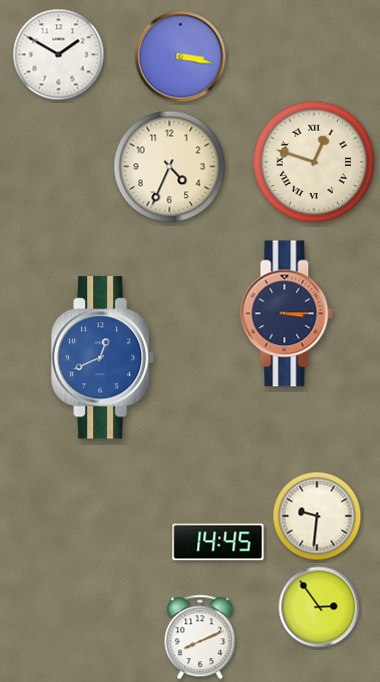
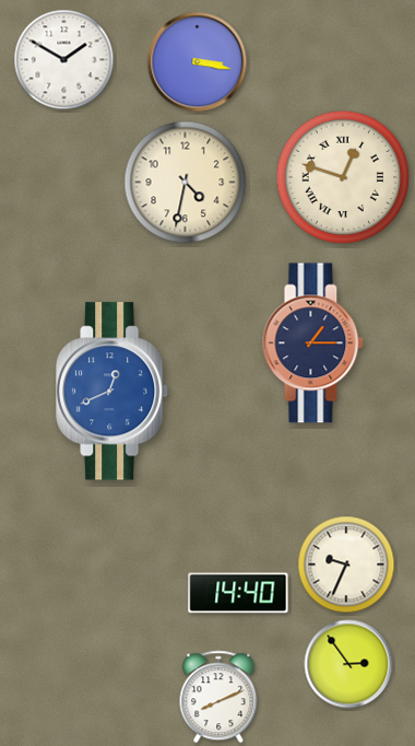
clock at (170, 167): 4:34 -> 4:32
clock at (287, 314): 3:15 -> 1:15
clock at (317, 516): 9:31 -> 9:34
clock at (218, 542): 14:45 -> 14:40
